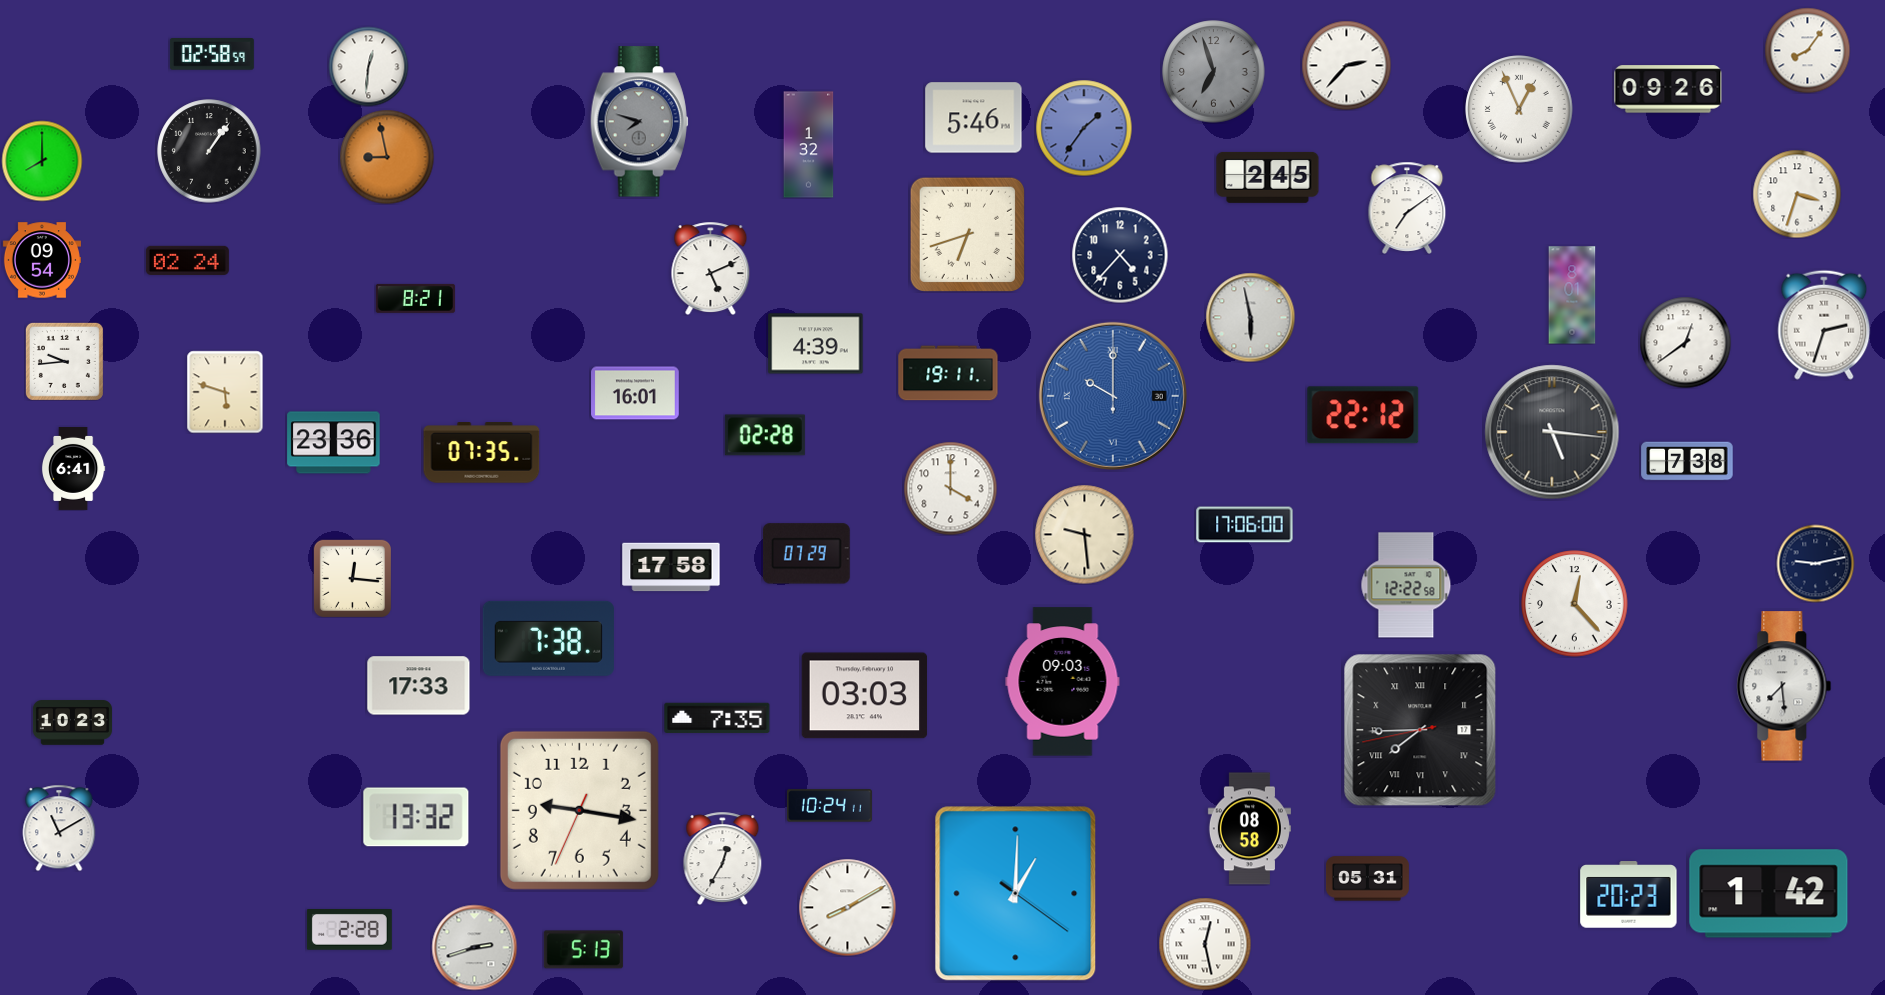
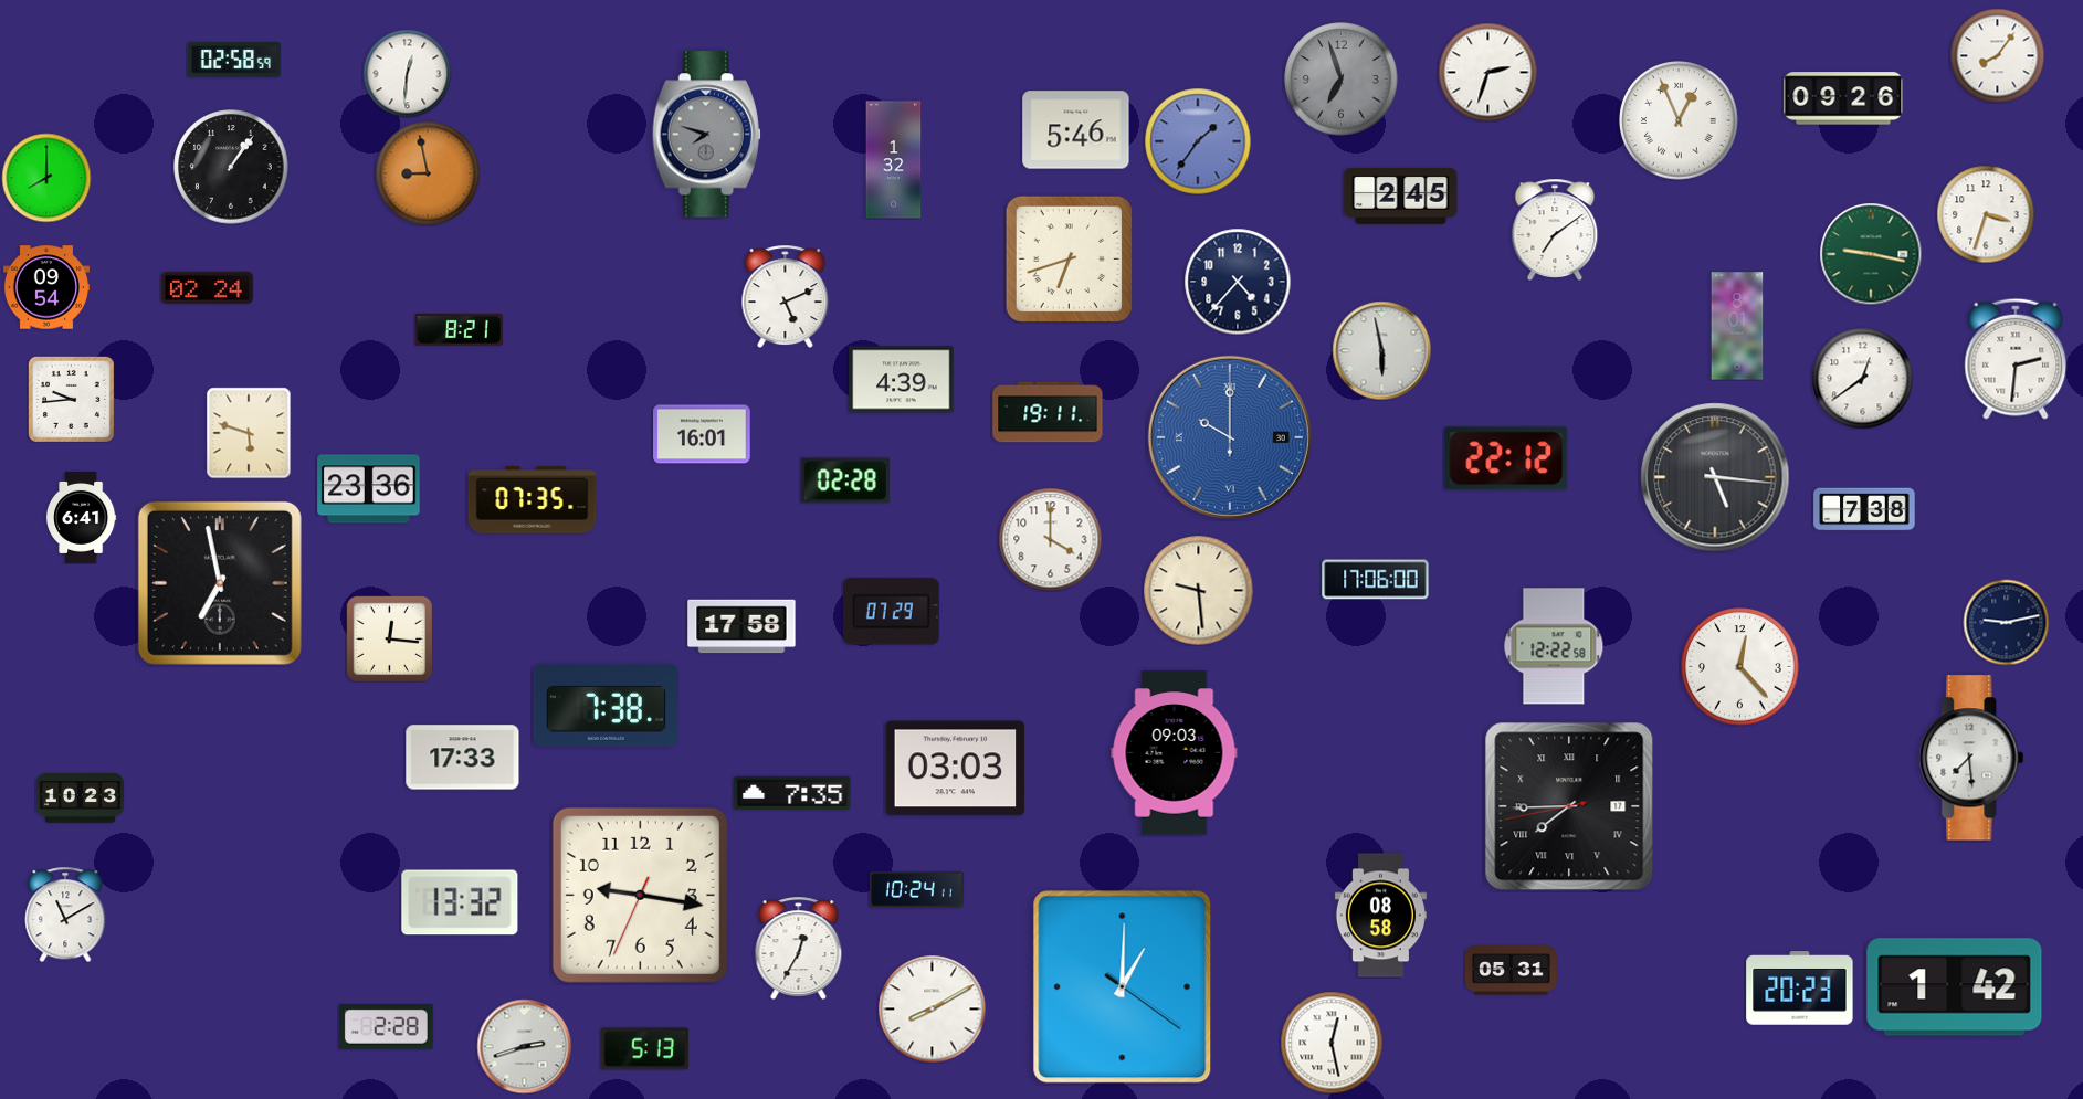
clock at (1346, 65): 2:37 -> 2:33
clock at (1871, 254): none -> 9:17
clock at (1824, 325): 2:33 -> 2:31
clock at (220, 583): none -> 6:58
clock at (847, 907) position: (847, 907) -> (932, 1008)
